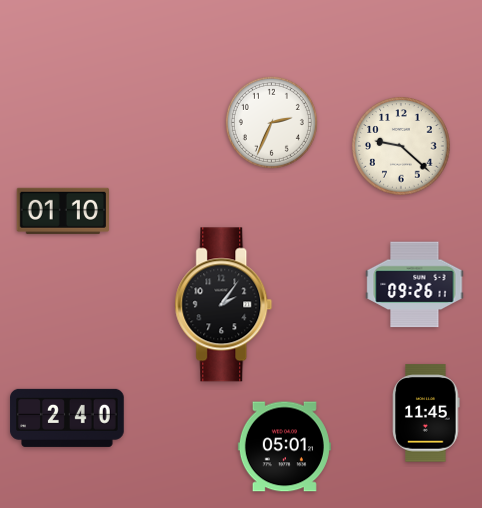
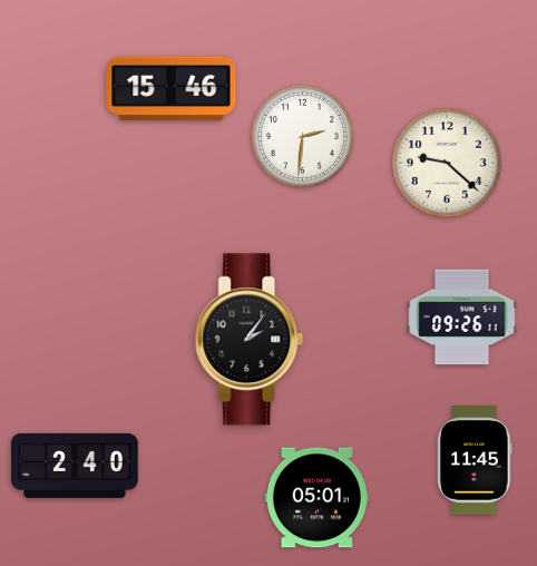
clock at (172, 89): none -> 15:46
clock at (271, 122): 2:34 -> 2:31
clock at (62, 211): 01:10 -> none
